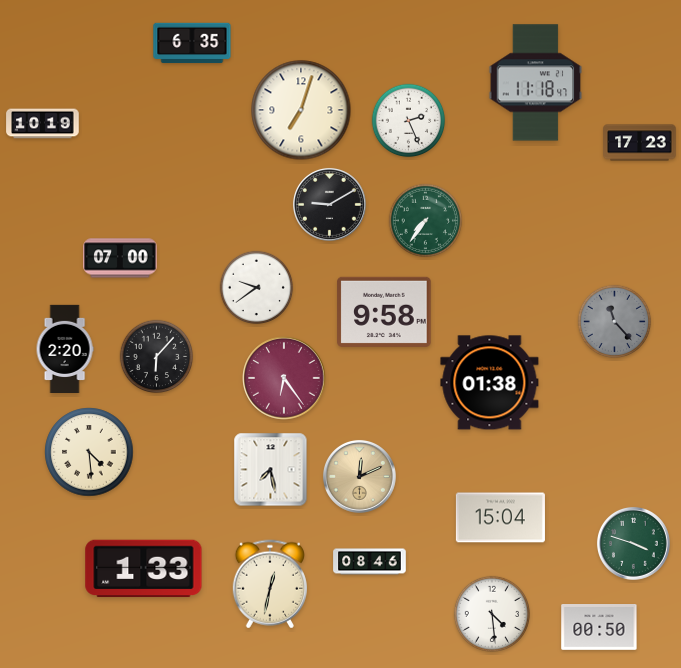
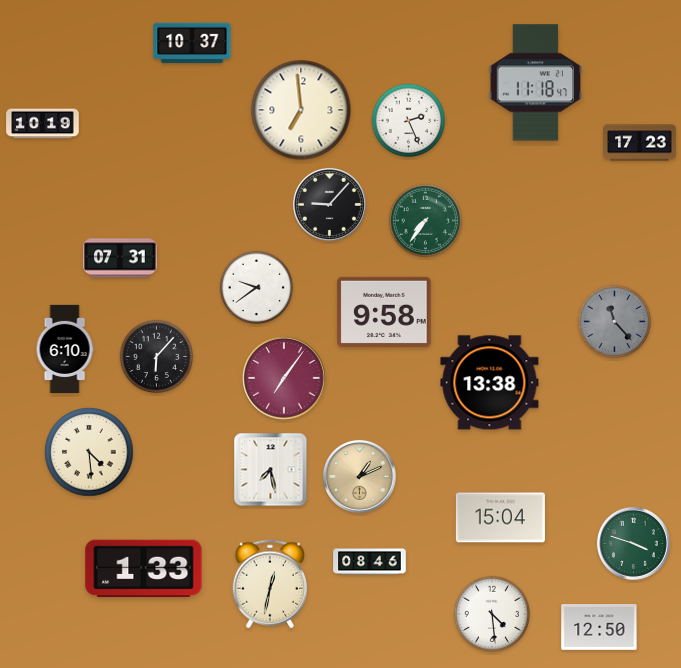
clock at (192, 43): 6:35 -> 10:37
clock at (301, 110): 7:03 -> 6:59
clock at (330, 205): 9:10 -> 9:07
clock at (120, 258): 07:00 -> 07:31
clock at (65, 348): 2:20 -> 6:10
clock at (284, 378): 6:24 -> 7:06
clock at (490, 383): 01:38 -> 13:38
clock at (360, 477): 12:11 -> 1:11
clock at (599, 628): 00:50 -> 12:50
